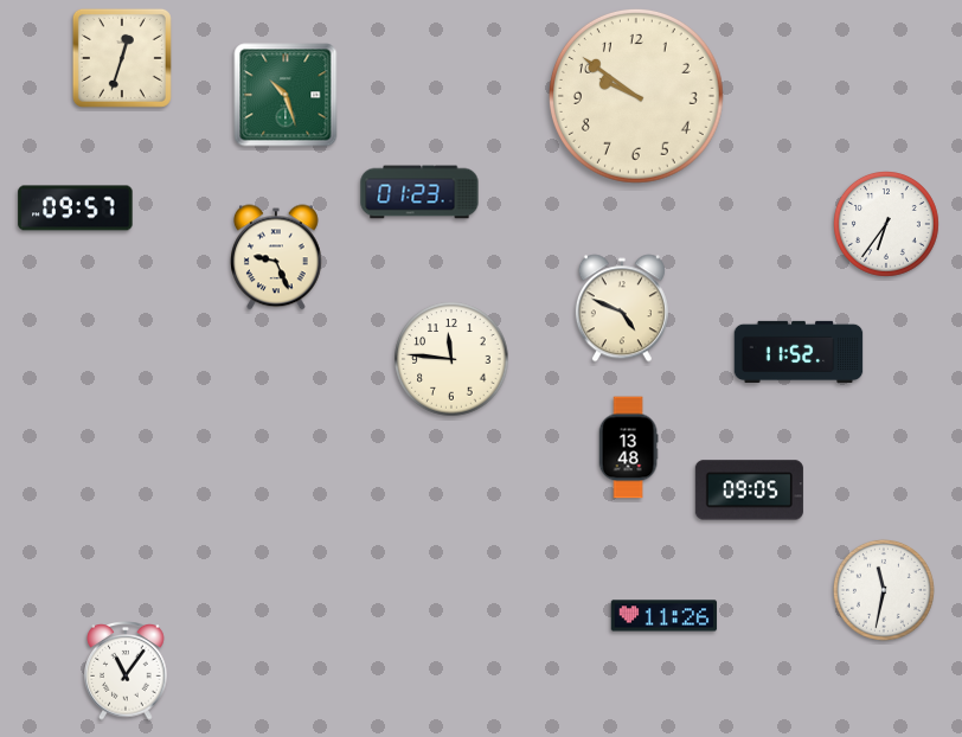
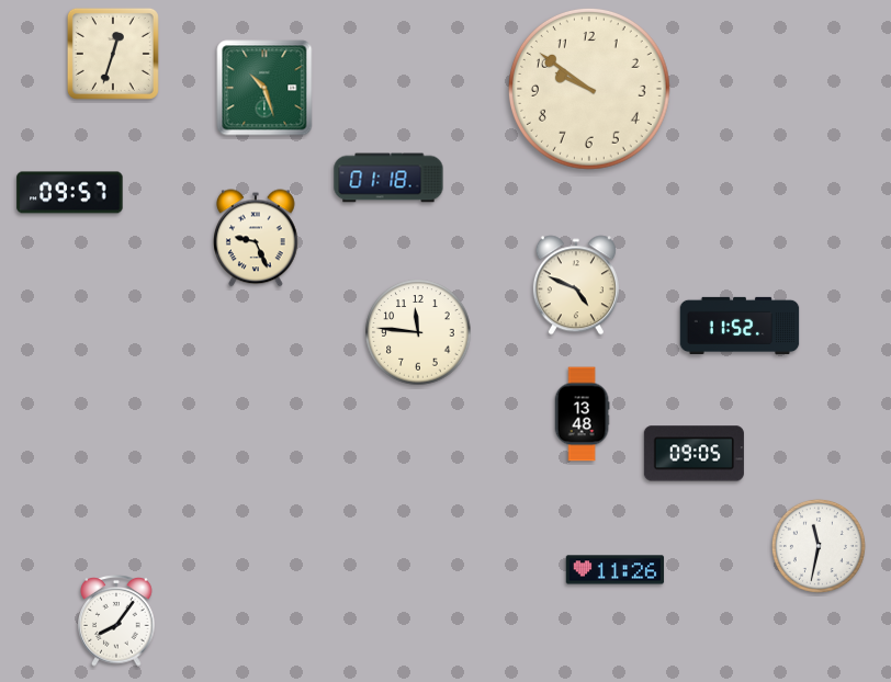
clock at (419, 192): 01:23 -> 01:18
clock at (887, 225): 6:36 -> none
clock at (126, 672): 11:06 -> 8:06
